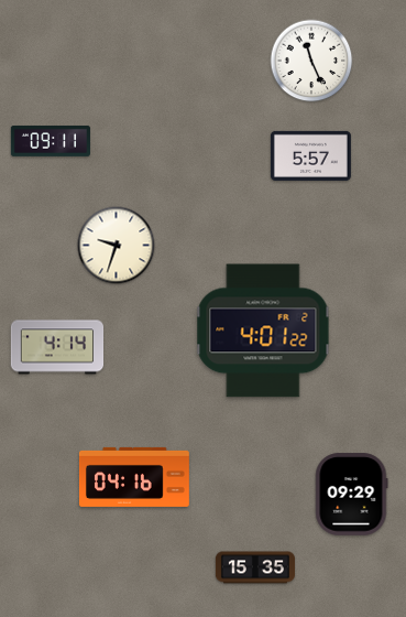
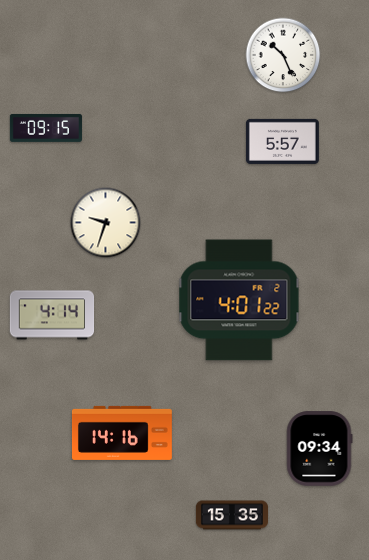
clock at (311, 61): 11:26 -> 10:26
clock at (51, 141): 09:11 -> 09:15
clock at (134, 477): 04:16 -> 14:16
clock at (352, 495): 09:29 -> 09:34
